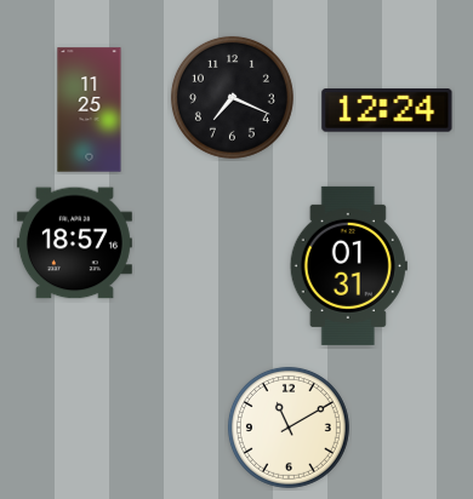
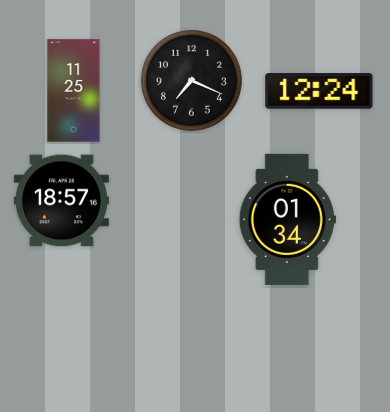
clock at (348, 265): 01:31 -> 01:34
clock at (289, 428): 11:10 -> none
